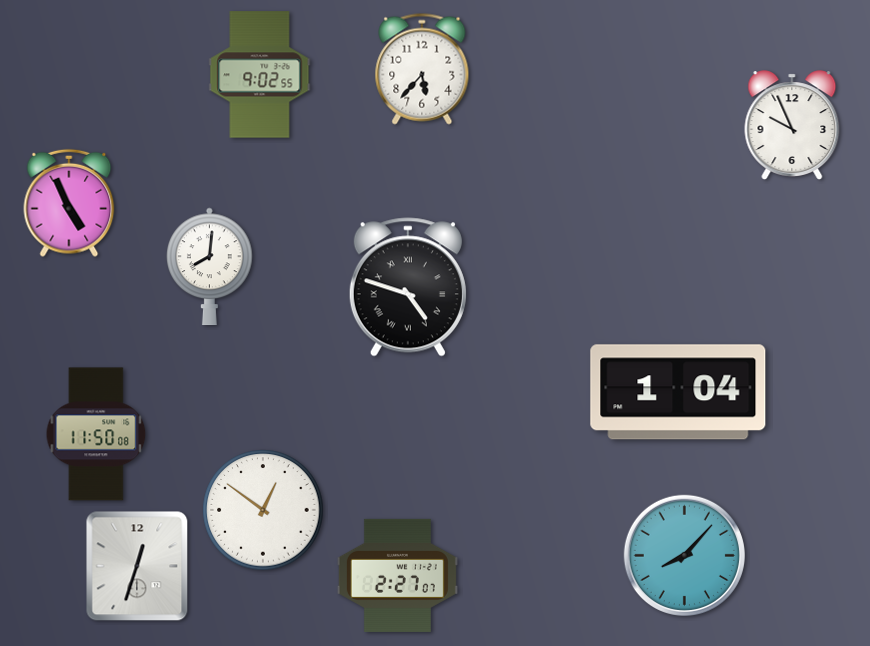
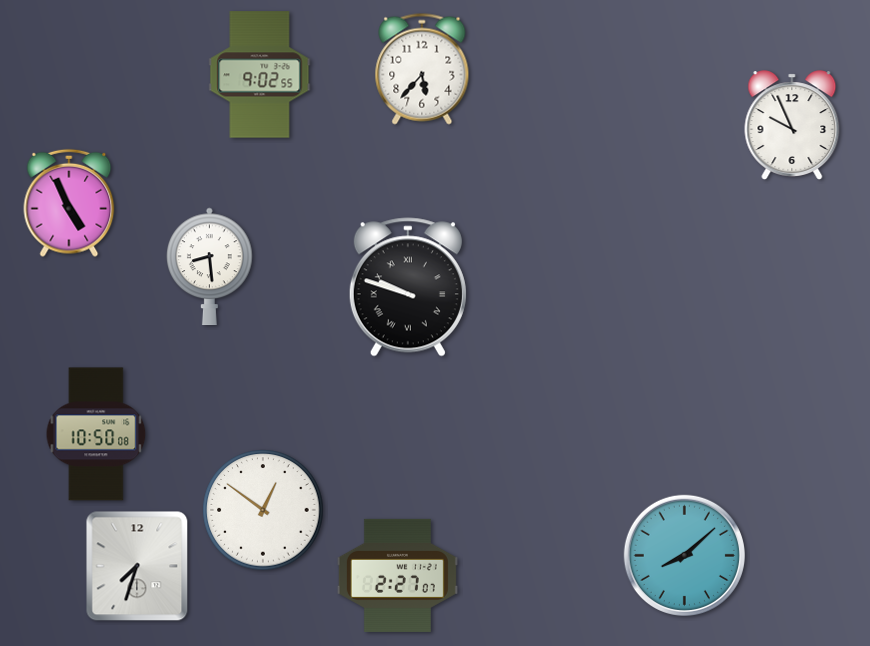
clock at (210, 267): 8:01 -> 8:29
clock at (408, 287): 4:48 -> 9:48
clock at (678, 392): 1:04 -> none
clock at (96, 434): 11:50 -> 10:50
clock at (684, 555): 8:07 -> 8:08
clock at (137, 566): 12:33 -> 7:33
